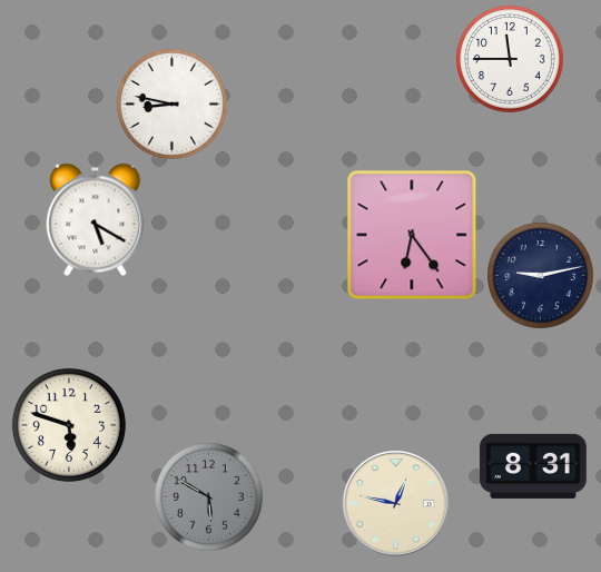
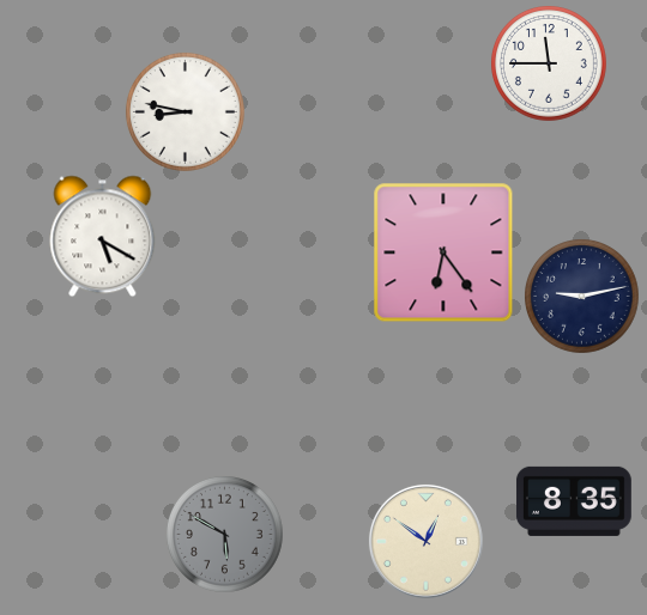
clock at (69, 425): 5:48 -> none
clock at (533, 466): 8:31 -> 8:35
clock at (395, 503): 12:47 -> 12:51
